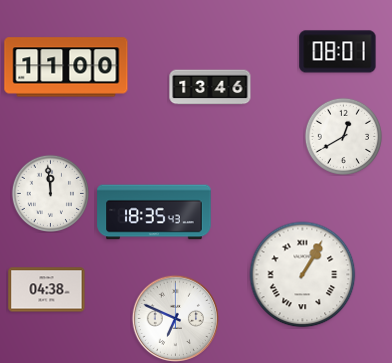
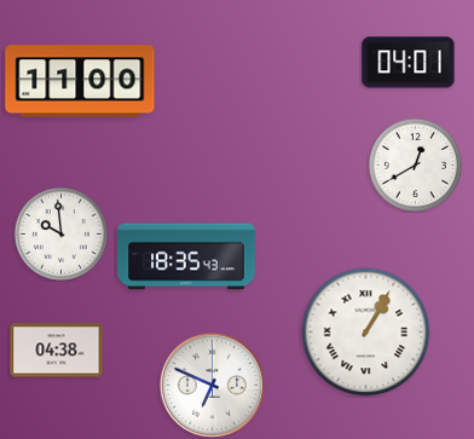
clock at (338, 52): 08:01 -> 04:01
clock at (210, 87): 13:46 -> none
clock at (50, 193): 11:59 -> 9:59
